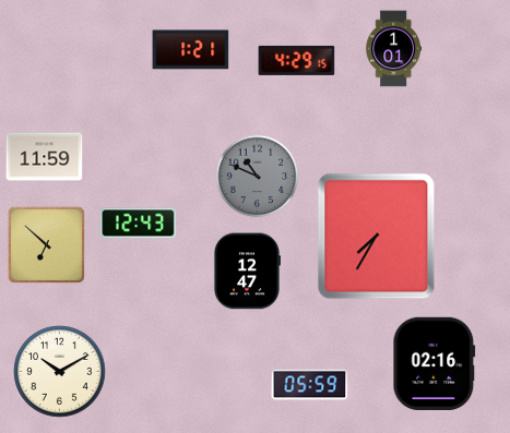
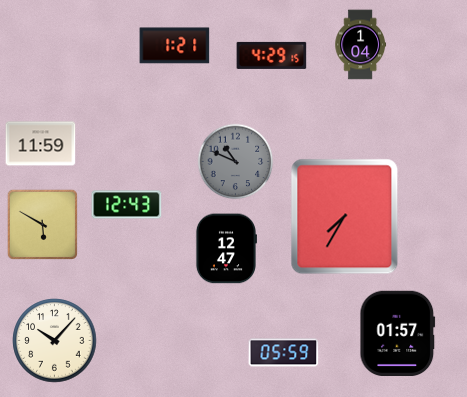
clock at (394, 49): 1:01 -> 1:04
clock at (46, 244): 6:52 -> 5:50
clock at (435, 363): 02:16 -> 01:57
clock at (60, 372): 10:10 -> 10:07
